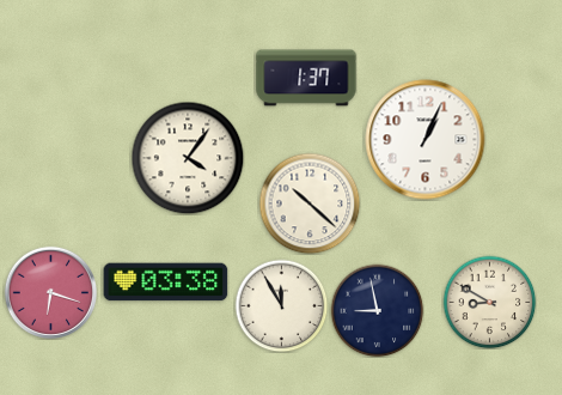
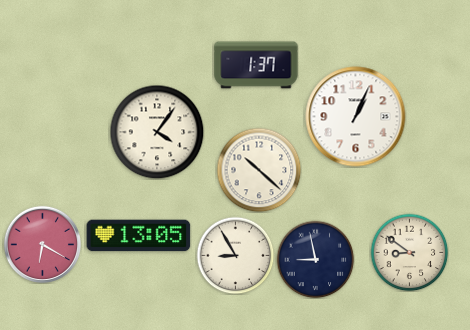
clock at (166, 282): 03:38 -> 13:05
clock at (50, 292): 6:18 -> 6:20
clock at (489, 302): 8:50 -> 8:51
clock at (281, 305): 11:55 -> 8:55
